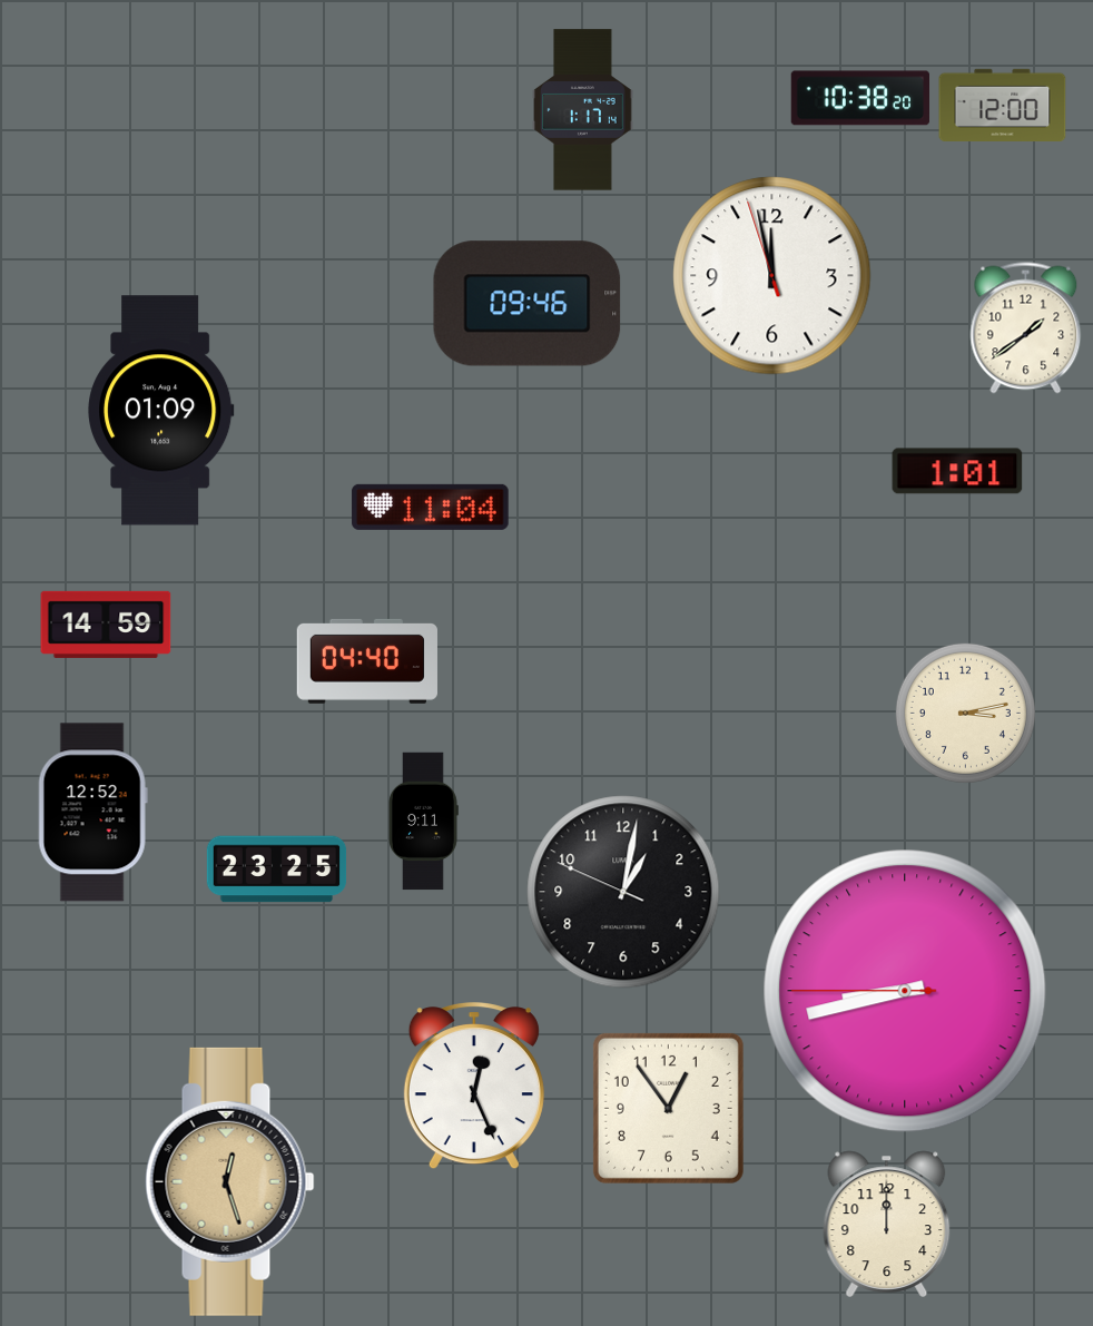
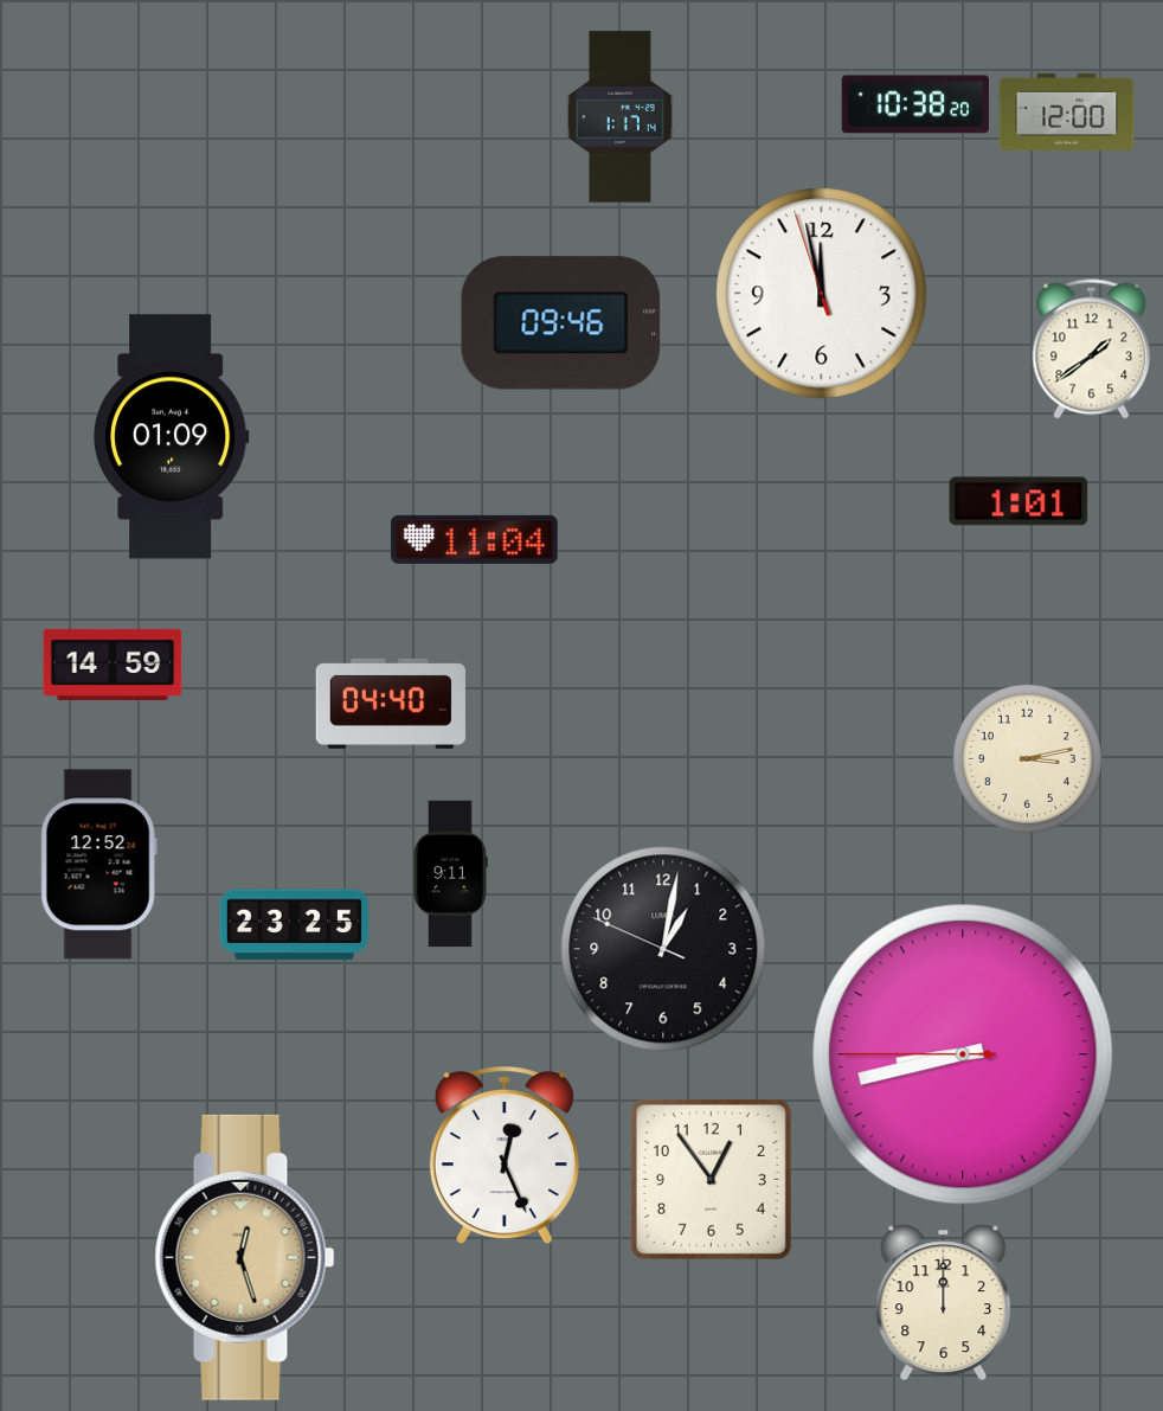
clock at (431, 507) position: (431, 507) -> (475, 539)
